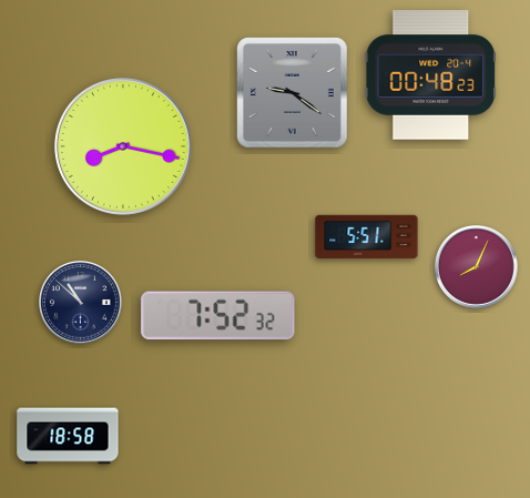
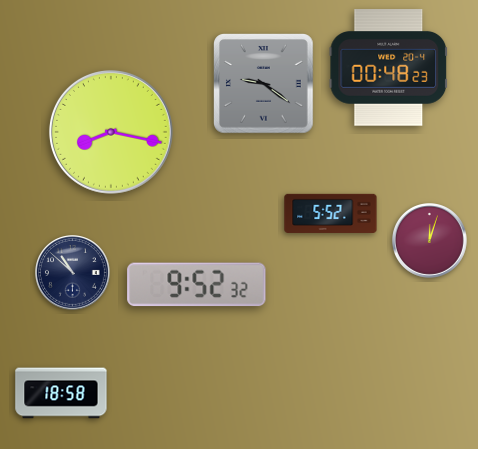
clock at (367, 236): 5:51 -> 5:52
clock at (477, 267): 8:04 -> 12:03
clock at (218, 316): 7:52 -> 9:52
